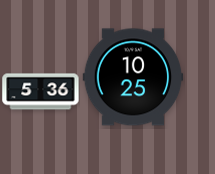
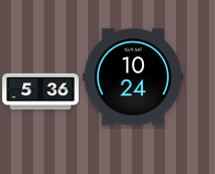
clock at (133, 77): 10:25 -> 10:24
